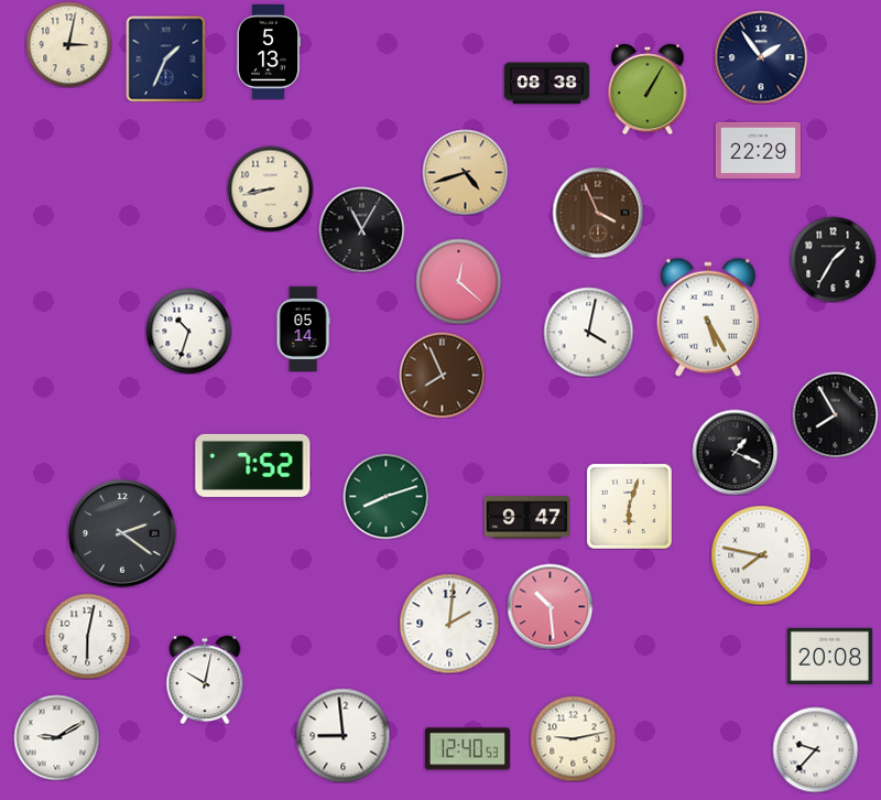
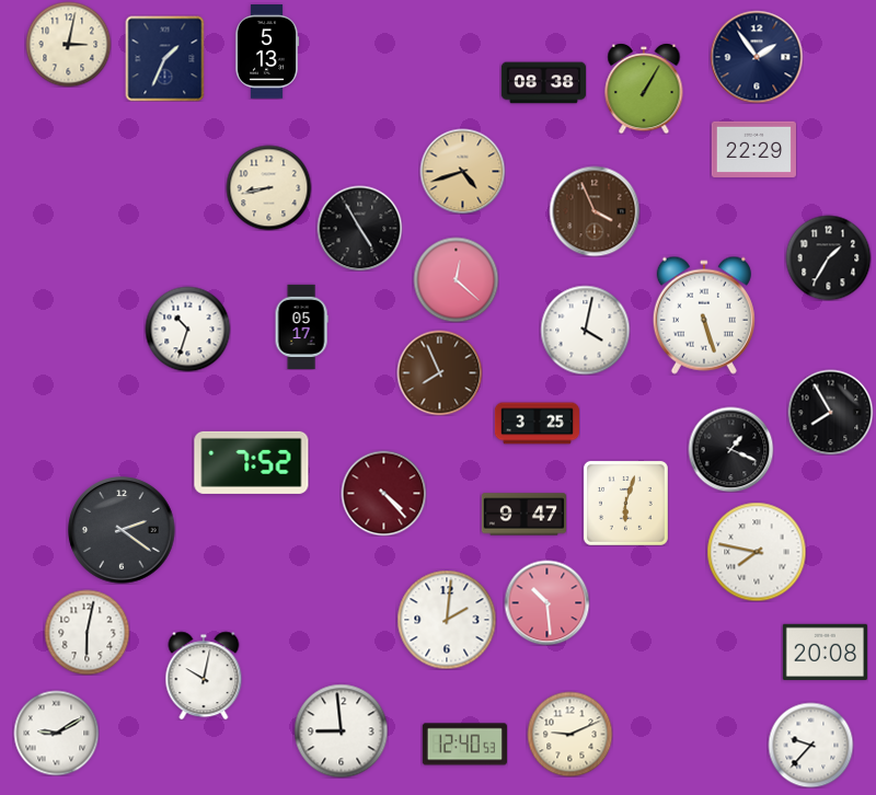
clock at (361, 229): 11:05 -> 4:55
clock at (708, 317): 5:25 -> 5:27
clock at (303, 328): 05:14 -> 05:17
clock at (537, 424): none -> 3:25
clock at (385, 496): 8:12 -> 4:23
clock at (385, 496) dial: green -> burgundy
clock at (573, 738): 9:13 -> 9:11
